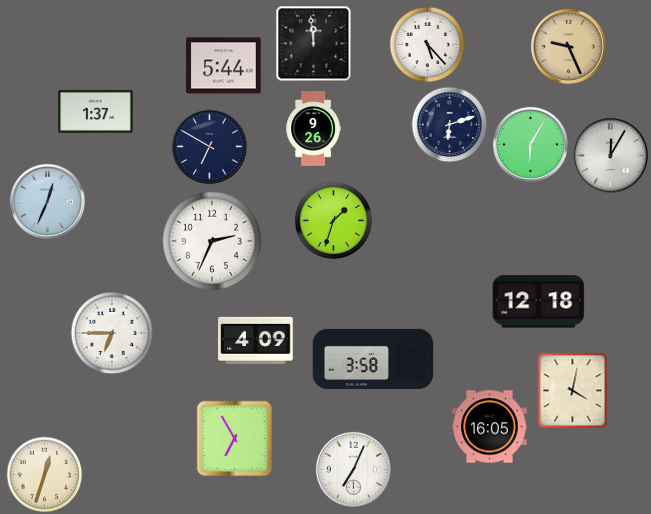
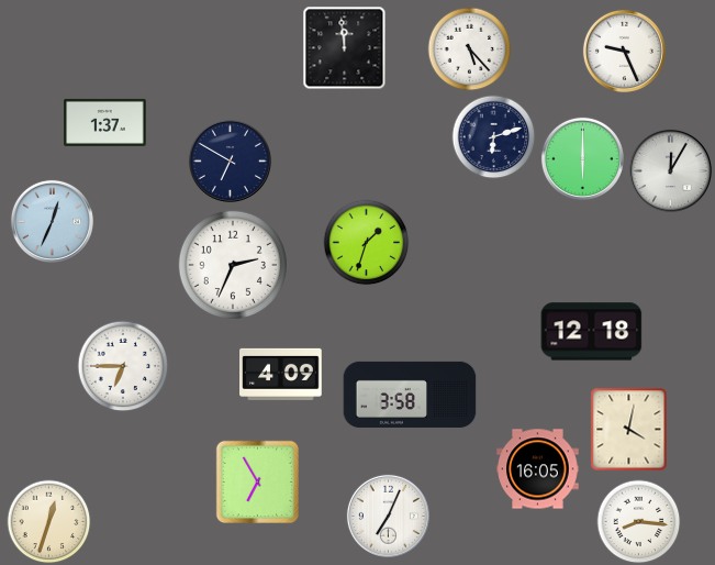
clock at (568, 46) dial: champagne -> white
clock at (224, 66): 5:44 -> none
clock at (313, 129): 9:26 -> none
clock at (530, 144): 6:05 -> 6:00
clock at (639, 522): none -> 8:16
